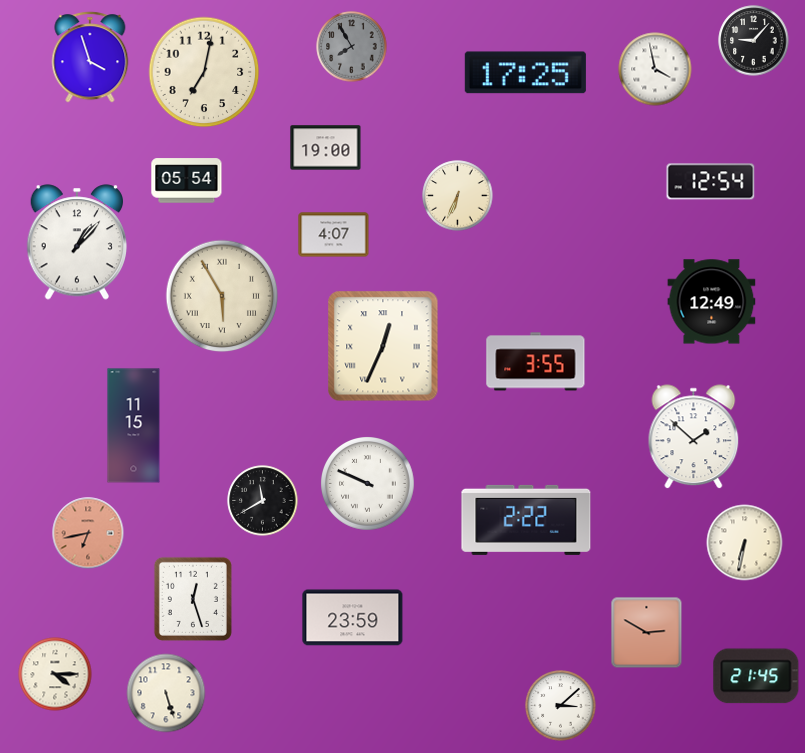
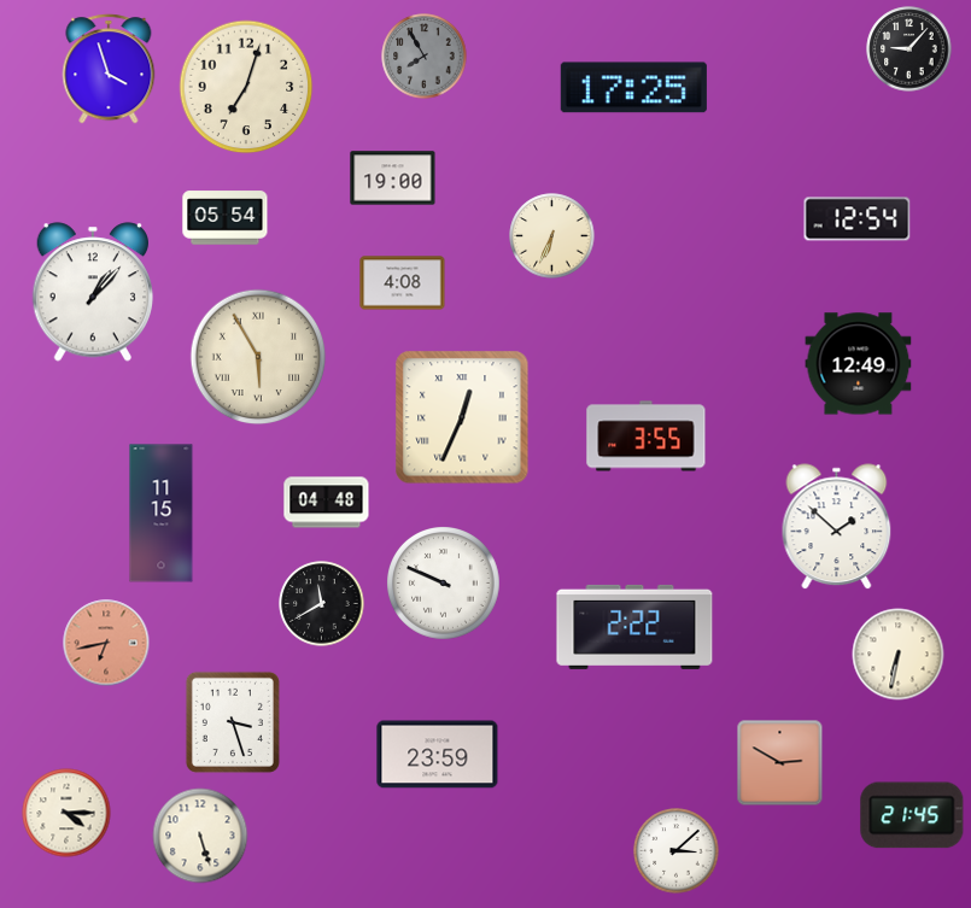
clock at (655, 69): 3:58 -> none
clock at (204, 72): 7:02 -> 7:03
clock at (334, 235): 4:07 -> 4:08
clock at (222, 296) position: (222, 296) -> (258, 357)
clock at (327, 503): none -> 04:48
clock at (263, 501) position: (263, 501) -> (322, 604)
clock at (193, 599): 12:27 -> 3:27
clock at (353, 618) position: (353, 618) -> (438, 755)
